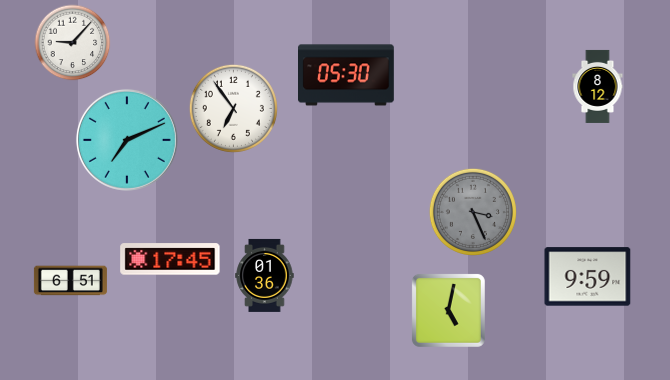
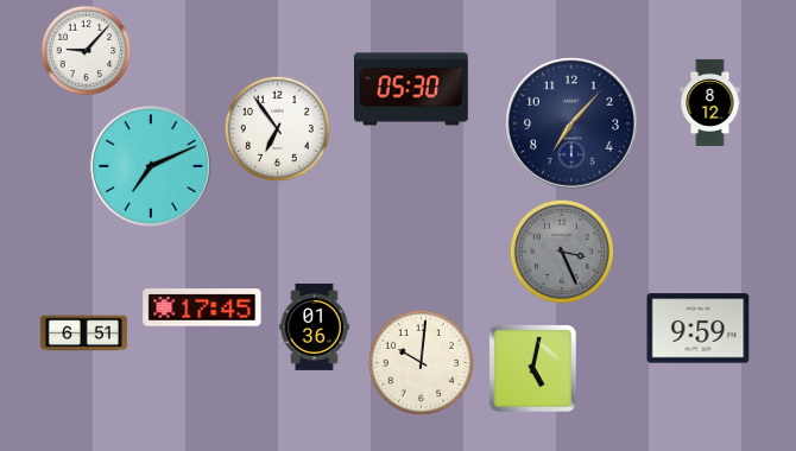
clock at (573, 125): none -> 7:07
clock at (421, 362): none -> 10:01
